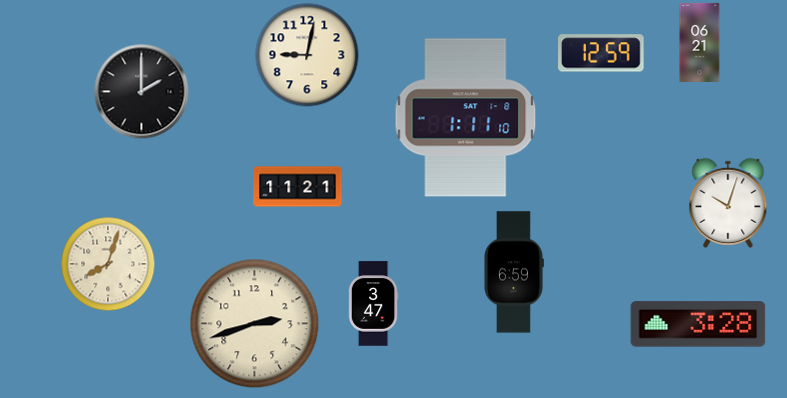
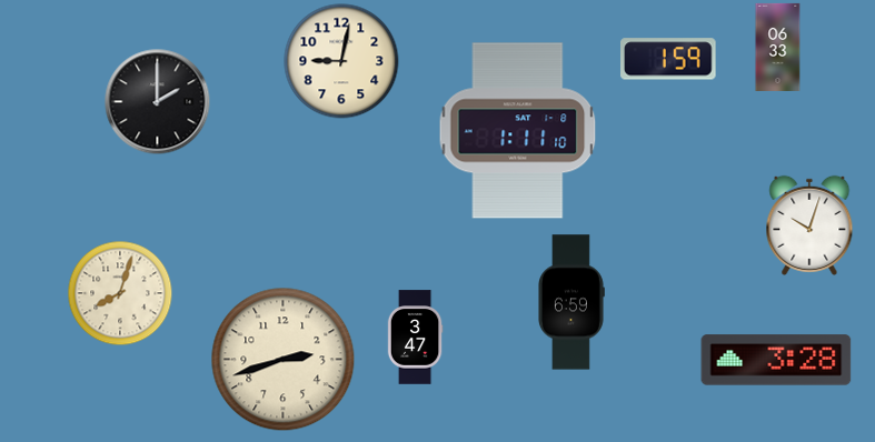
clock at (700, 42): 06:21 -> 06:33
clock at (601, 53): 12:59 -> 1:59
clock at (298, 187): 11:21 -> none
